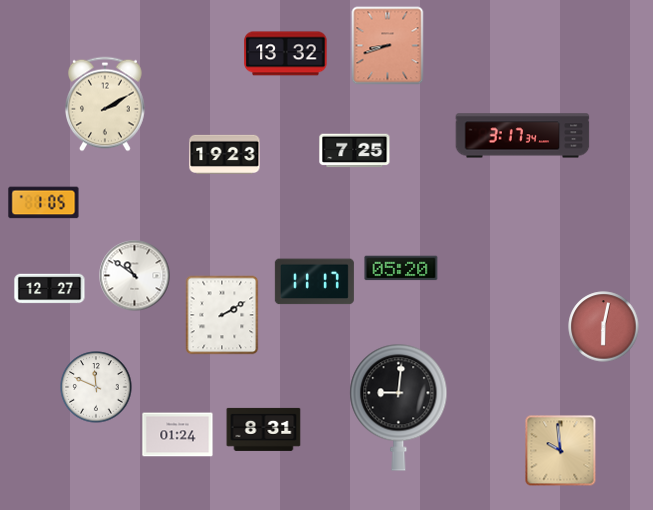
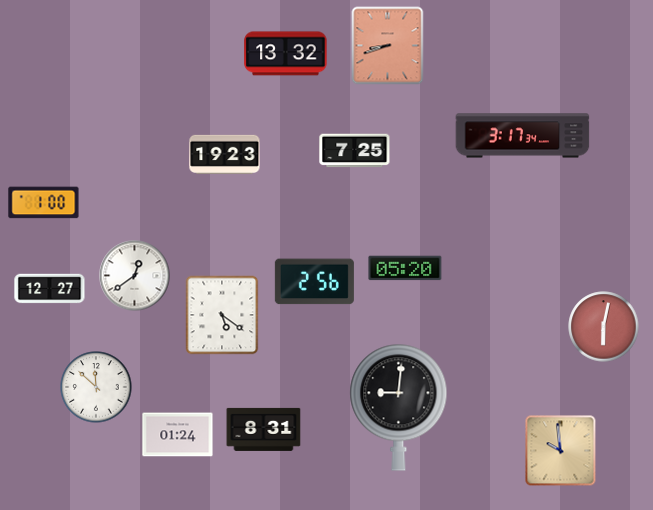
clock at (106, 104): 2:10 -> none
clock at (44, 203): 1:05 -> 1:00
clock at (401, 268) position: (401, 268) -> (405, 268)
clock at (135, 276): 10:51 -> 12:39
clock at (314, 282): 11:17 -> 2:56
clock at (222, 315): 2:10 -> 5:21
clock at (96, 387): 11:49 -> 11:52
